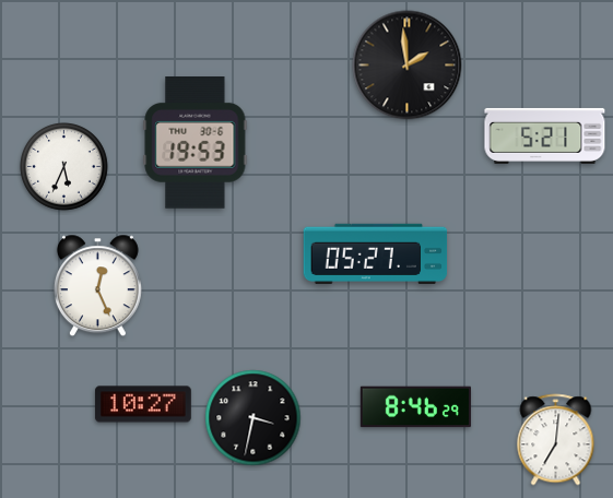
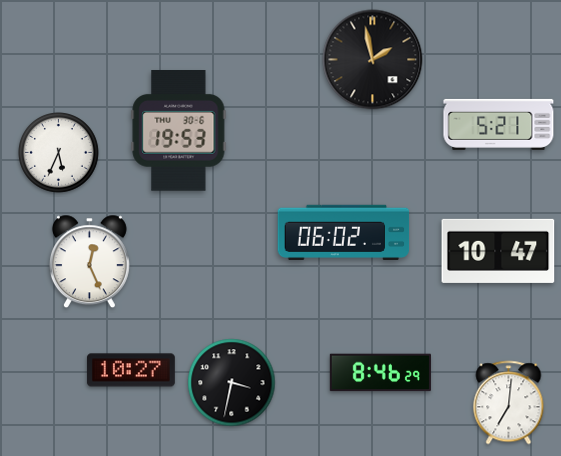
clock at (408, 66): 1:59 -> 1:58
clock at (376, 253): 05:27 -> 06:02
clock at (498, 251): none -> 10:47
